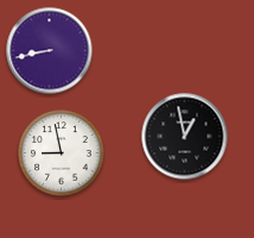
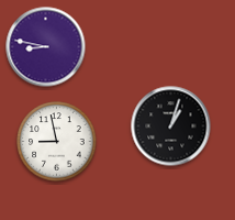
clock at (50, 51): 8:43 -> 8:47
clock at (185, 137): 12:58 -> 1:03
